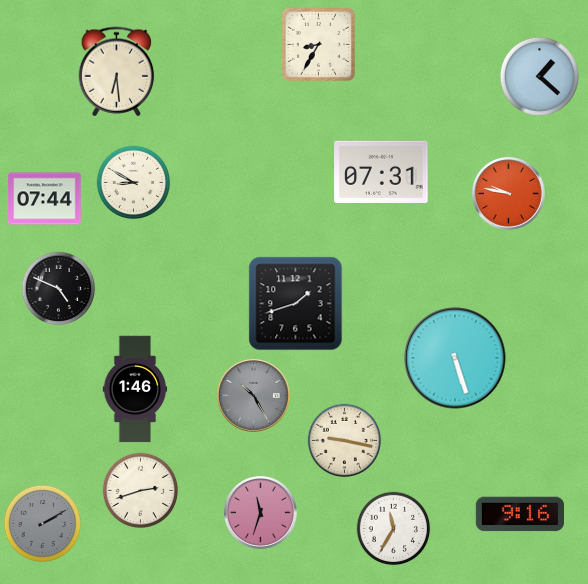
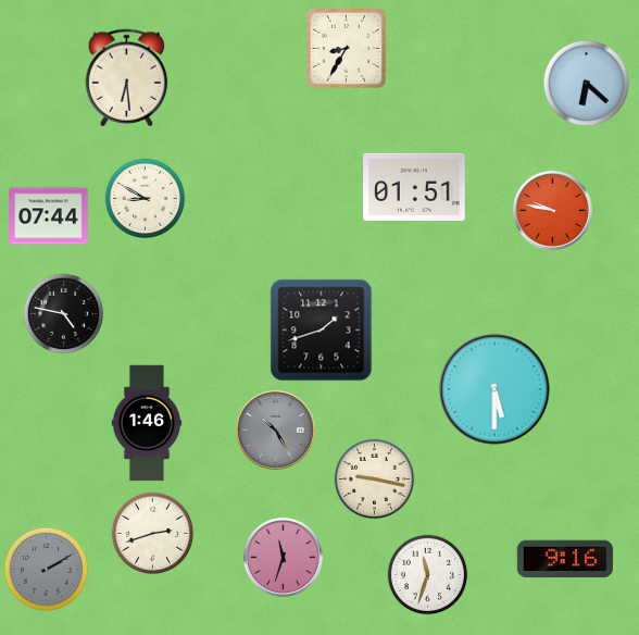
clock at (539, 76): 1:22 -> 6:22
clock at (381, 172): 07:31 -> 01:51
clock at (59, 289): 4:49 -> 4:47
clock at (455, 358): 5:27 -> 5:30
clock at (394, 529): 11:35 -> 11:33
